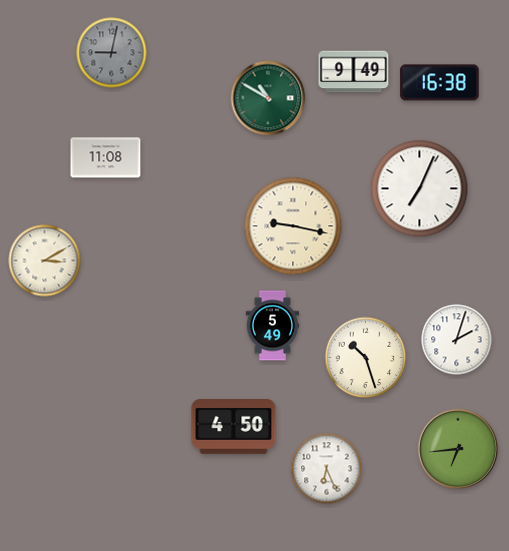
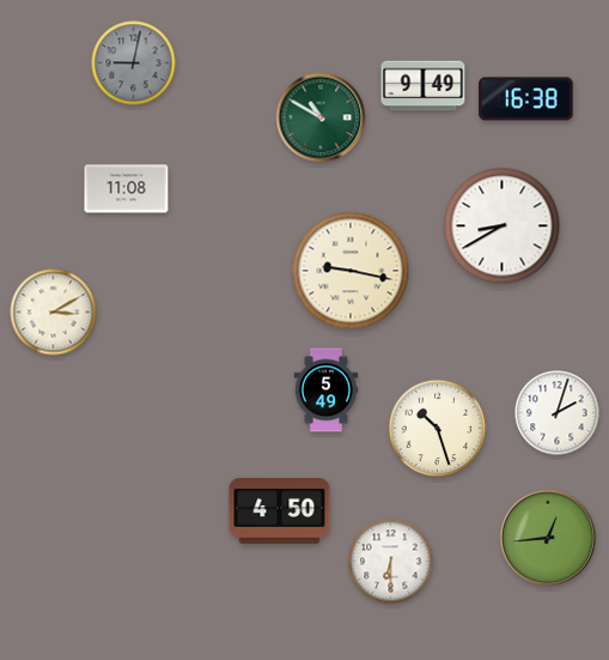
clock at (420, 189): 7:04 -> 8:40
clock at (457, 340) position: (457, 340) -> (558, 413)
clock at (458, 449): 6:44 -> 12:44
clock at (327, 469): 6:26 -> 6:30
